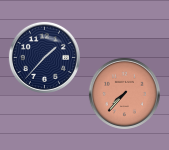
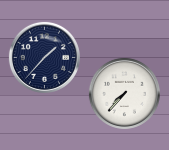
clock at (124, 93) dial: salmon -> white
